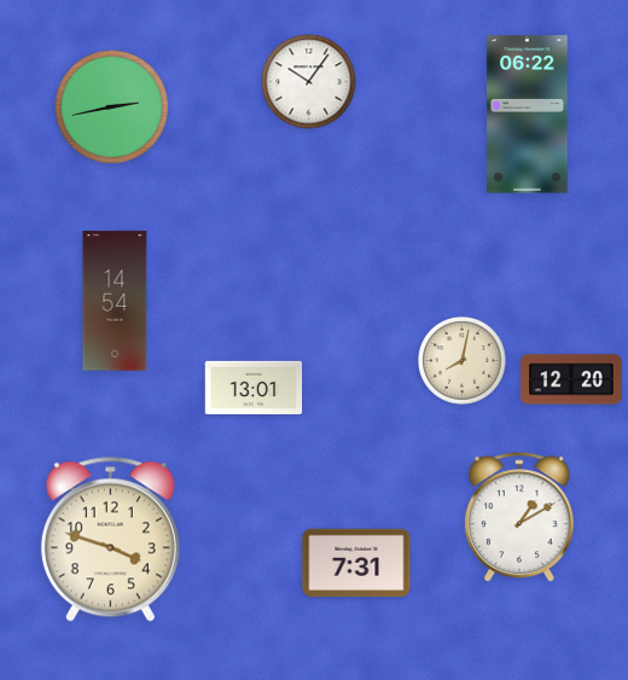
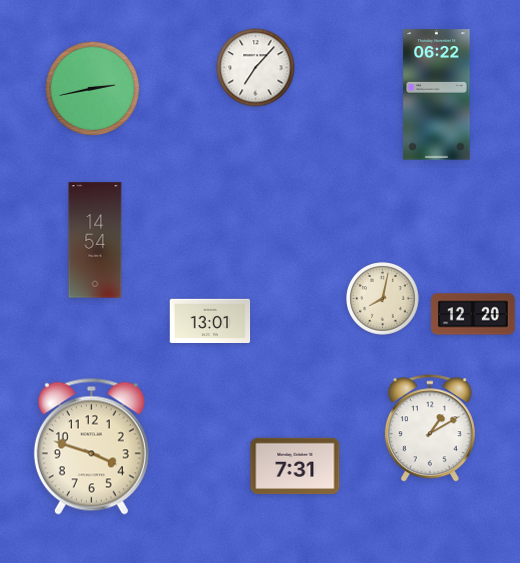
clock at (309, 82): 10:06 -> 7:07
clock at (115, 301) position: (115, 301) -> (95, 240)
